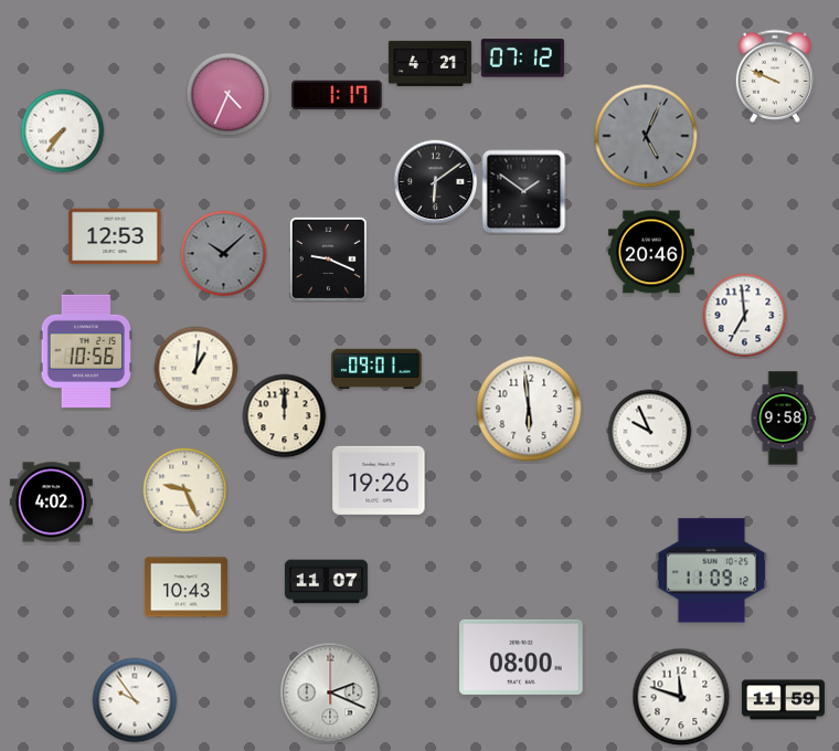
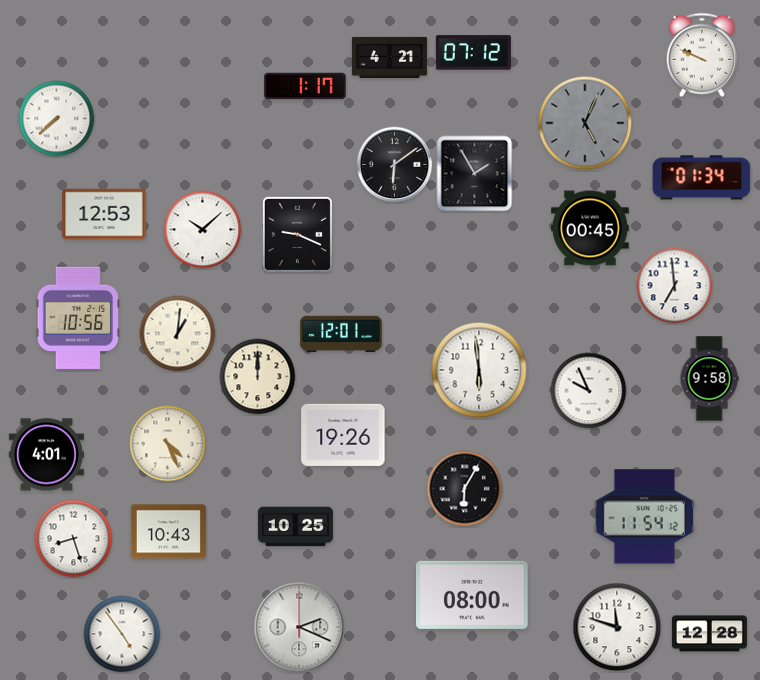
clock at (774, 76) position: (774, 76) -> (701, 55)
clock at (229, 95): 4:34 -> none
clock at (63, 131): 7:36 -> 7:38
clock at (524, 192): 1:51 -> 1:55
clock at (702, 178): none -> 01:34
clock at (651, 252): 20:46 -> 00:45
clock at (224, 254) dial: grey -> white
clock at (376, 369): 09:01 -> 12:01
clock at (185, 490): 9:26 -> 4:26
clock at (51, 503): 4:02 -> 4:01
clock at (465, 489): none -> 6:05
clock at (712, 571): 11:09 -> 11:54
clock at (326, 582): 11:07 -> 10:25
clock at (74, 539): none -> 8:27
clock at (681, 697) position: (681, 697) -> (617, 627)
clock at (135, 700): 9:54 -> 4:54
clock at (783, 700): 11:59 -> 12:28
